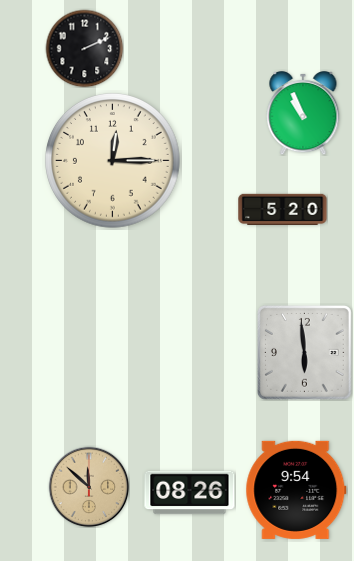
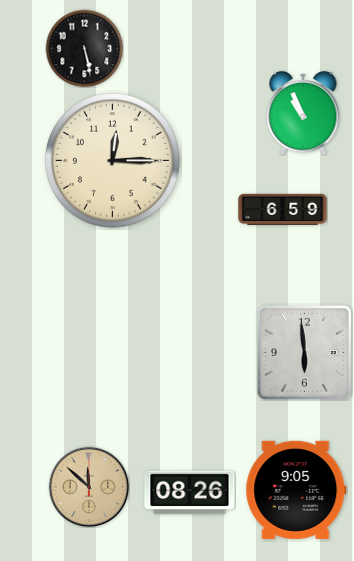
clock at (84, 48): 2:11 -> 5:28
clock at (283, 209): 5:20 -> 6:59
clock at (296, 490): 9:54 -> 9:05
